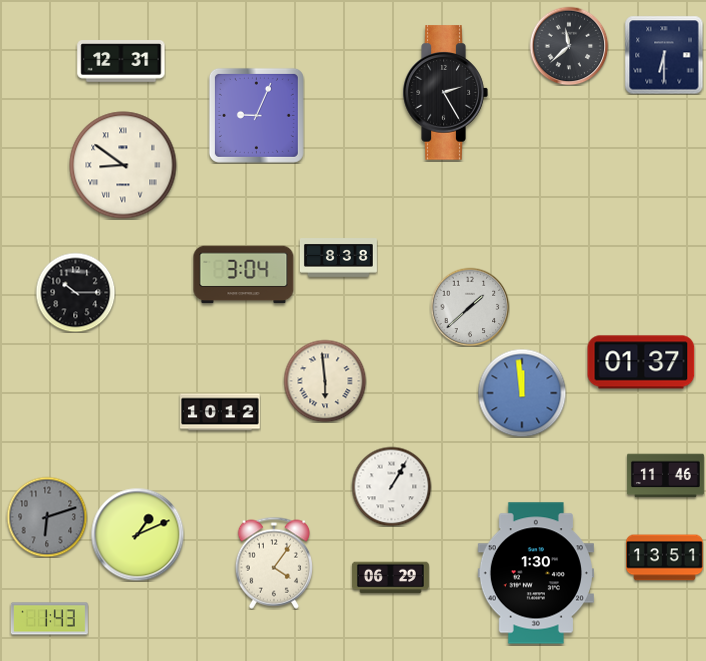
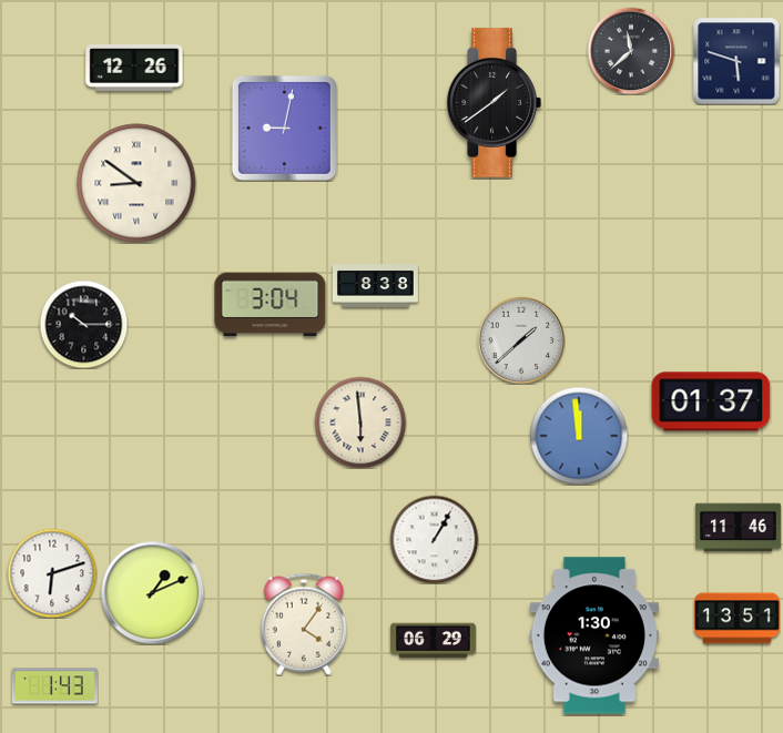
clock at (664, 55): 6:30 -> 5:48
clock at (121, 62): 12:31 -> 12:26
clock at (445, 93): 2:25 -> 1:39
clock at (256, 115): 9:04 -> 9:02
clock at (220, 412): 10:12 -> none
clock at (47, 517) dial: grey -> white
